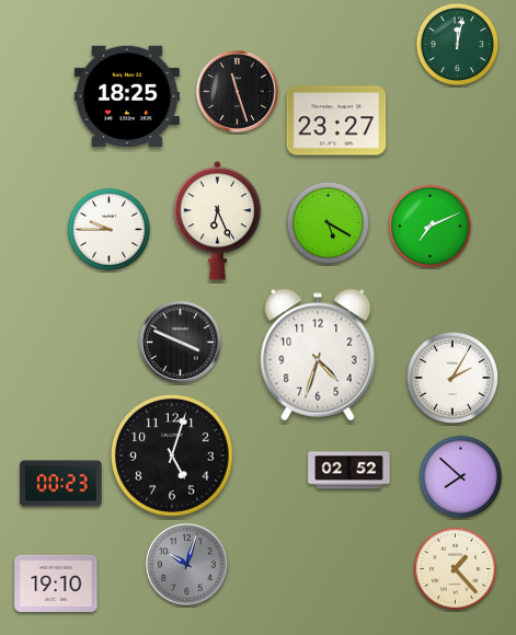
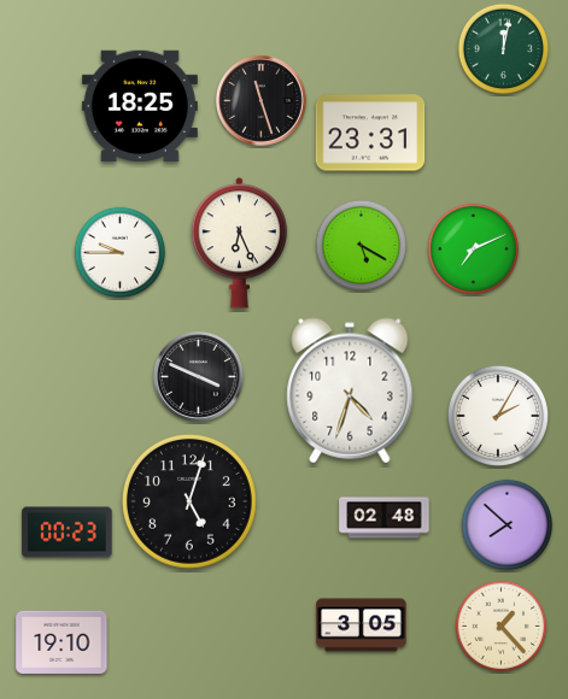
clock at (336, 120): 23:27 -> 23:31
clock at (349, 471): 02:52 -> 02:48
clock at (186, 564): 10:03 -> none
clock at (362, 625): none -> 3:05
